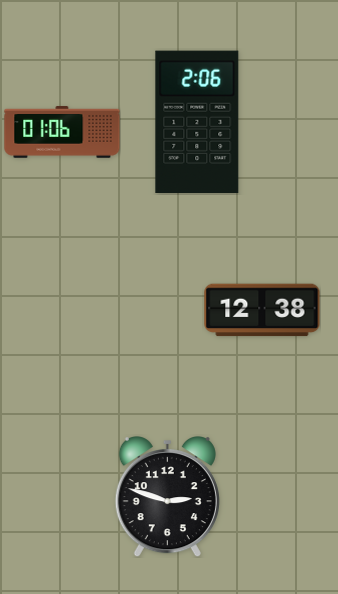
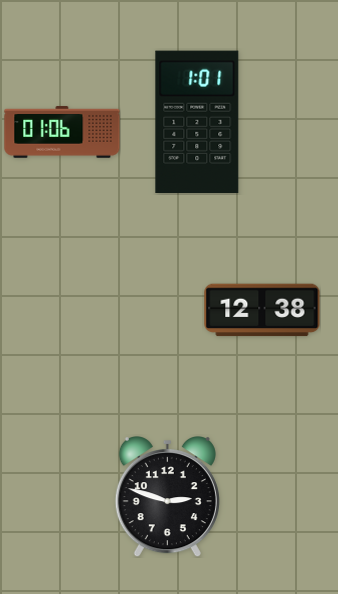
clock at (197, 121): 2:06 -> 1:01
